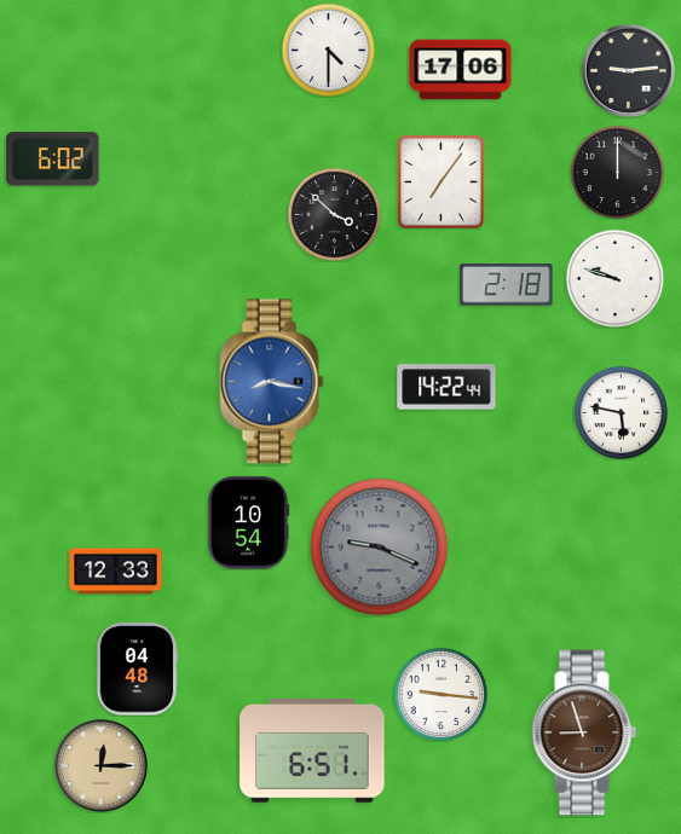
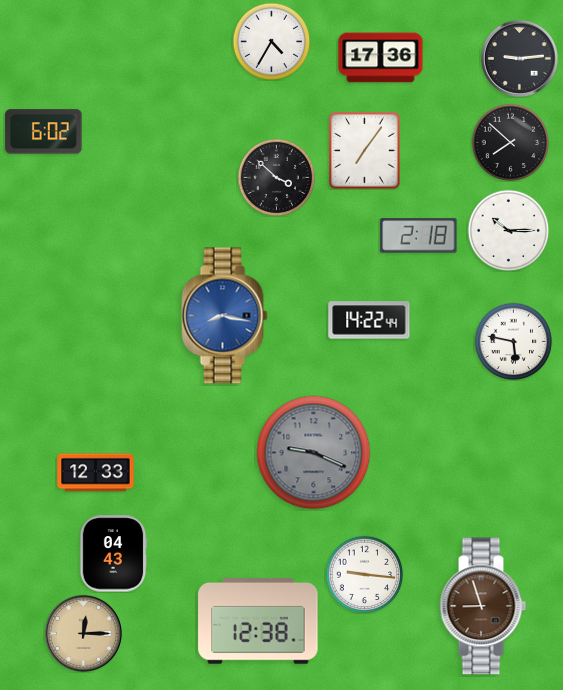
clock at (328, 50): 4:30 -> 4:35
clock at (461, 70): 17:06 -> 17:36
clock at (617, 172): 12:00 -> 7:52
clock at (614, 278): 9:48 -> 10:15
clock at (248, 523): 10:54 -> none
clock at (137, 670): 04:48 -> 04:43
clock at (312, 752): 6:51 -> 12:38
